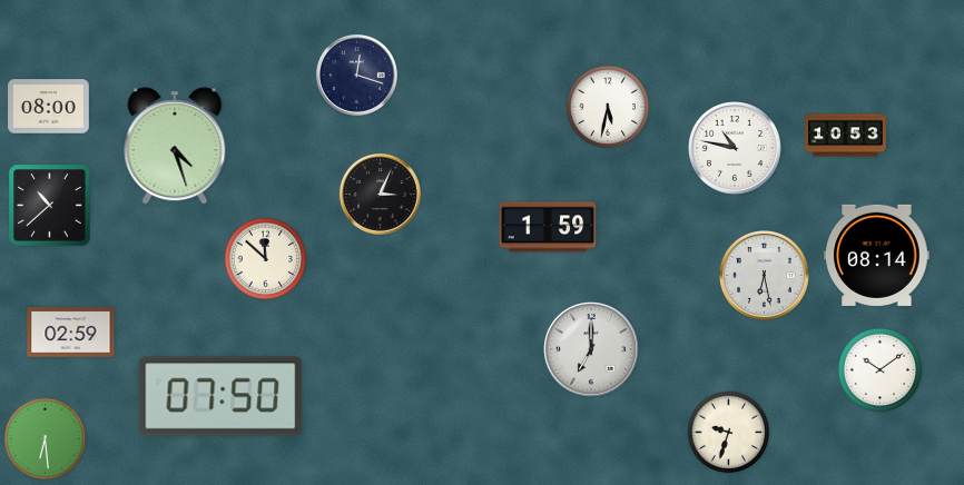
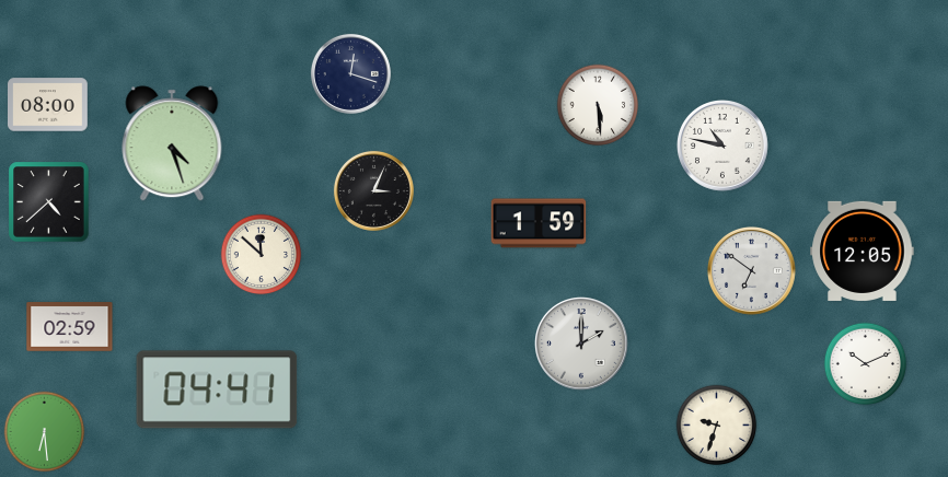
clock at (608, 107): 5:32 -> 5:29
clock at (846, 136): 10:53 -> none
clock at (50, 206): 10:38 -> 4:38
clock at (877, 255): 08:14 -> 12:05
clock at (764, 275): 6:28 -> 6:51
clock at (592, 350): 7:00 -> 2:00
clock at (881, 370): 10:09 -> 10:11
clock at (220, 396): 07:50 -> 04:41
